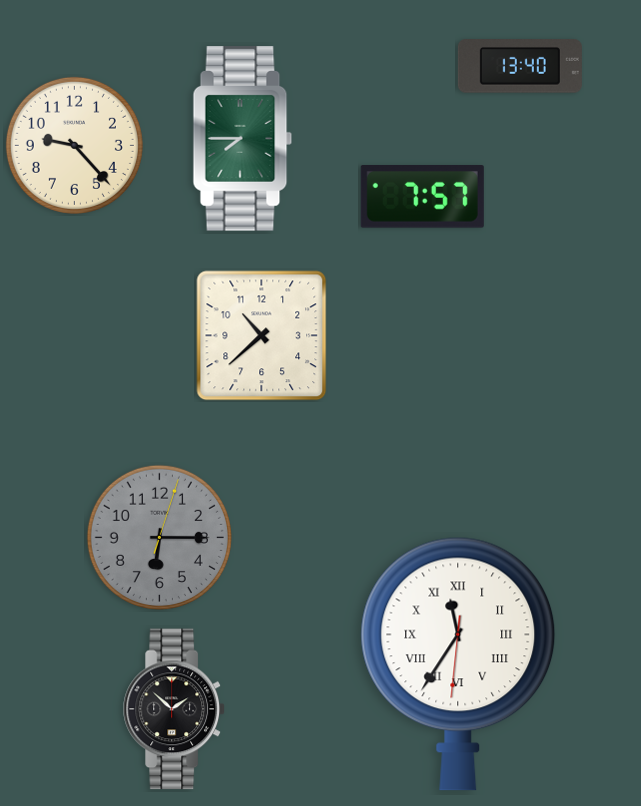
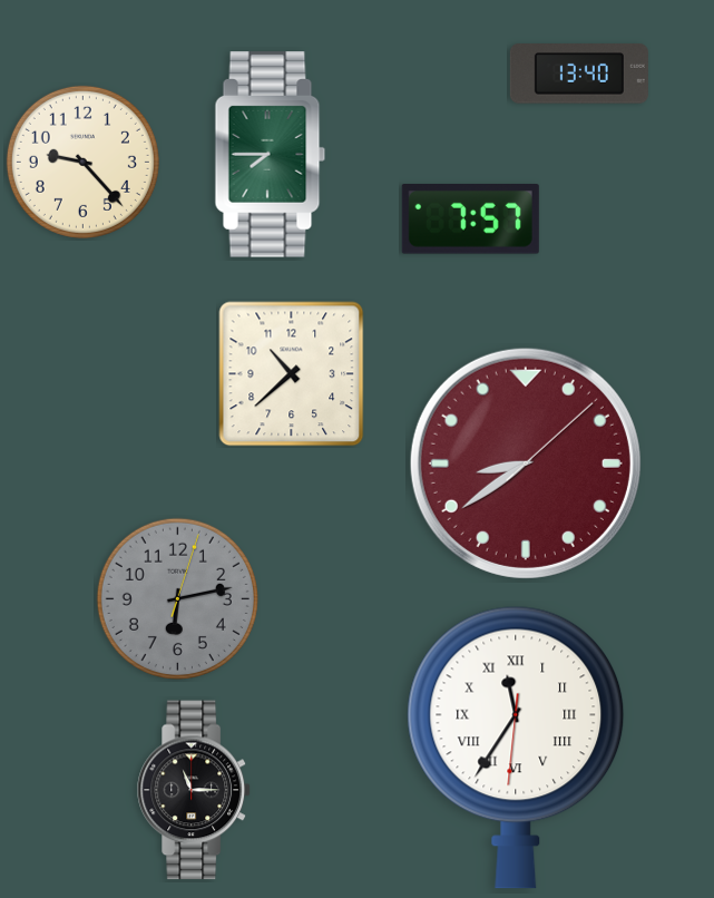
clock at (526, 463): none -> 8:39
clock at (159, 537): 6:15 -> 6:13
clock at (458, 664) position: (458, 664) -> (516, 748)
clock at (174, 709): 1:52 -> 11:15
